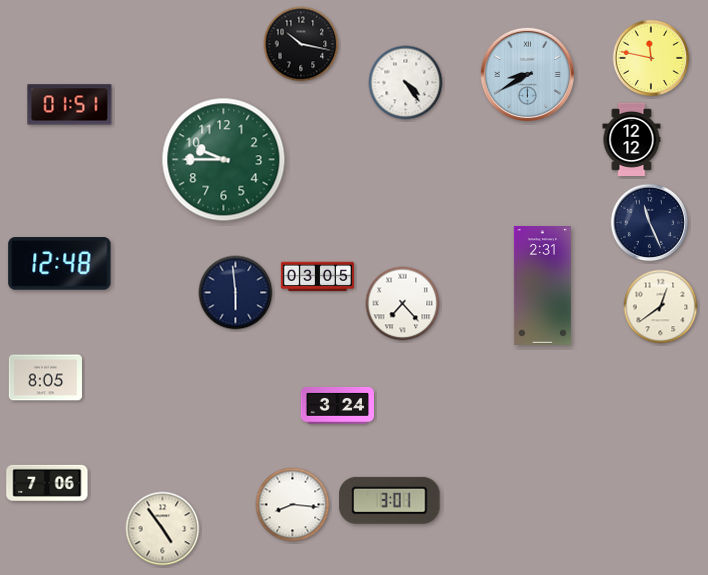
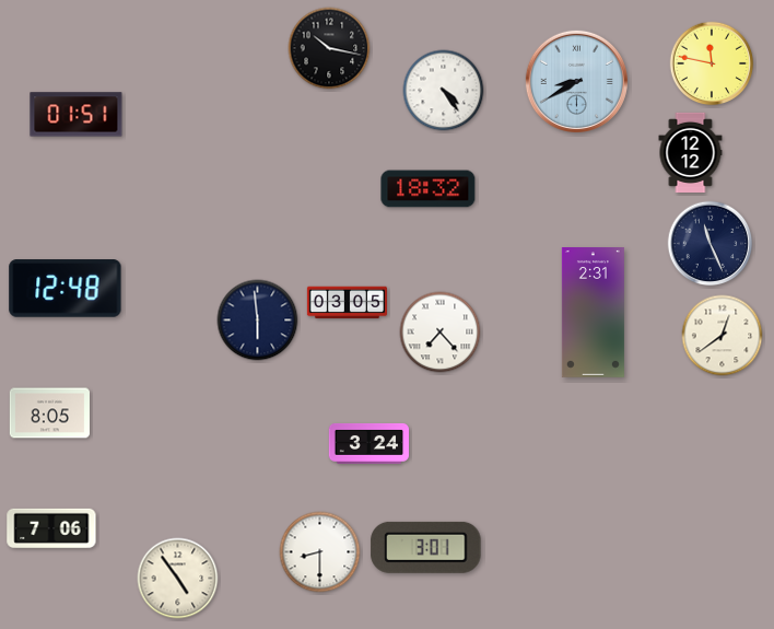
clock at (224, 160): 9:45 -> none
clock at (429, 189): none -> 18:32
clock at (293, 505): 8:16 -> 8:30
